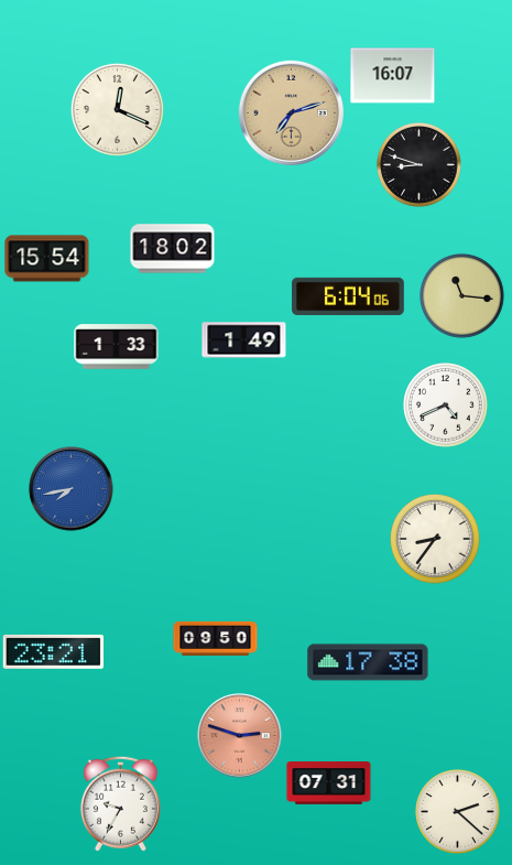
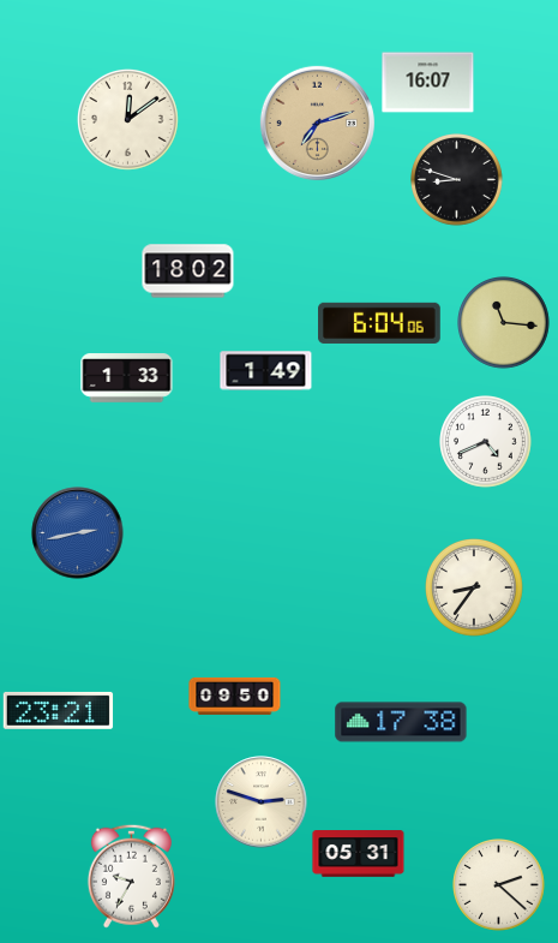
clock at (117, 109): 12:19 -> 12:09
clock at (47, 259): 15:54 -> none
clock at (72, 489): 7:43 -> 2:43
clock at (240, 736) dial: salmon -> cream
clock at (329, 783): 07:31 -> 05:31
